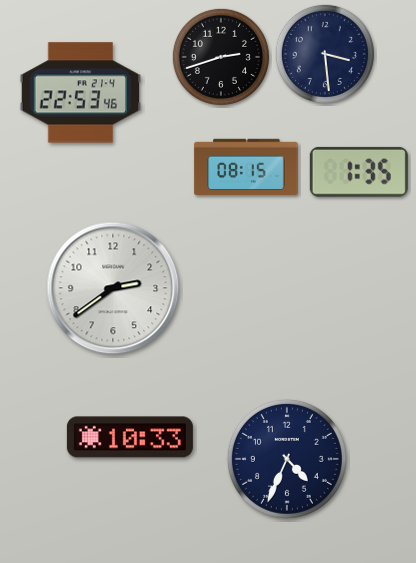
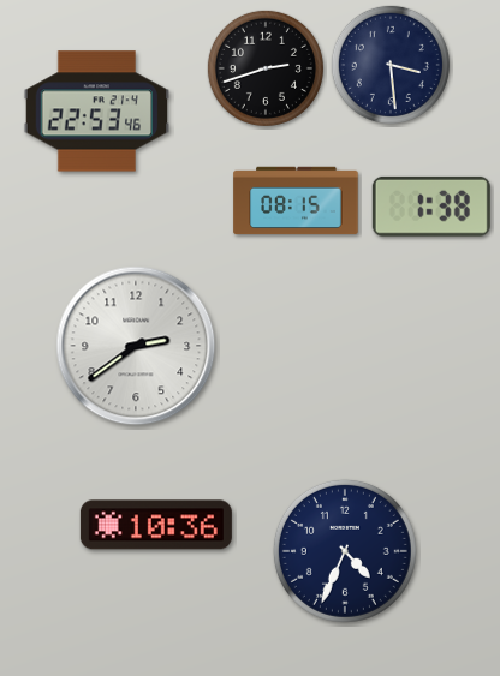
clock at (359, 172): 1:35 -> 1:38
clock at (130, 437): 10:33 -> 10:36
